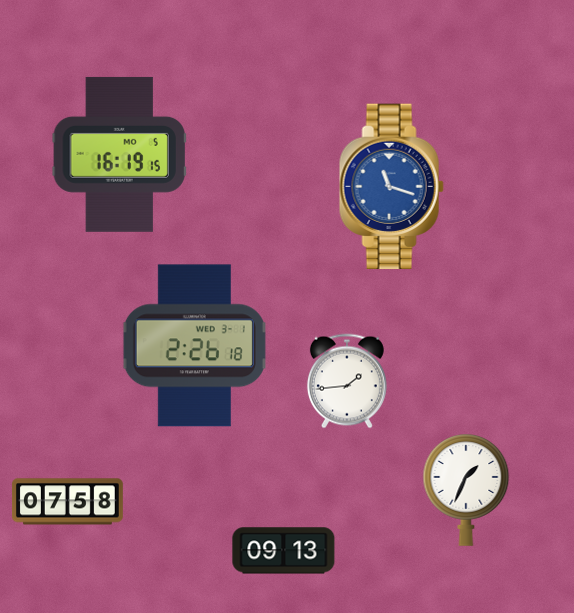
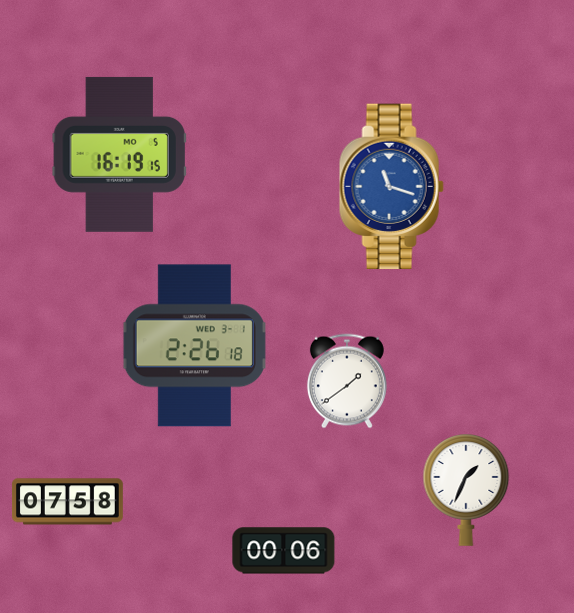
clock at (347, 381): 1:44 -> 1:39
clock at (284, 551): 09:13 -> 00:06
